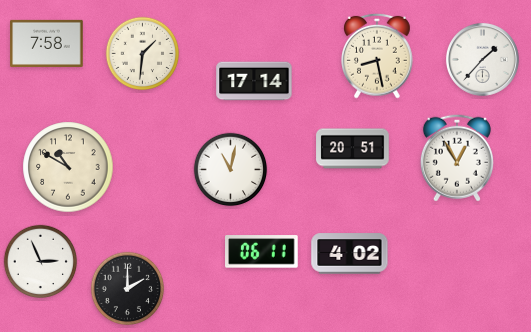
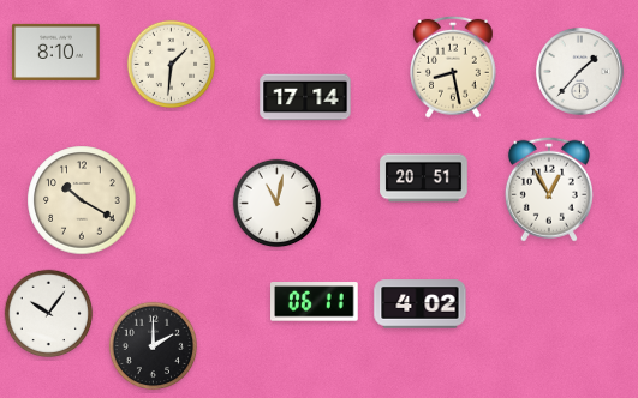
clock at (47, 43): 7:58 -> 8:10
clock at (68, 167): 10:50 -> 10:20
clock at (41, 262): 2:56 -> 10:06
